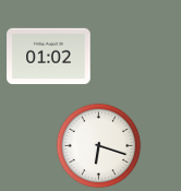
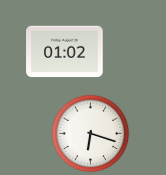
clock at (49, 57) position: (49, 57) -> (65, 52)
